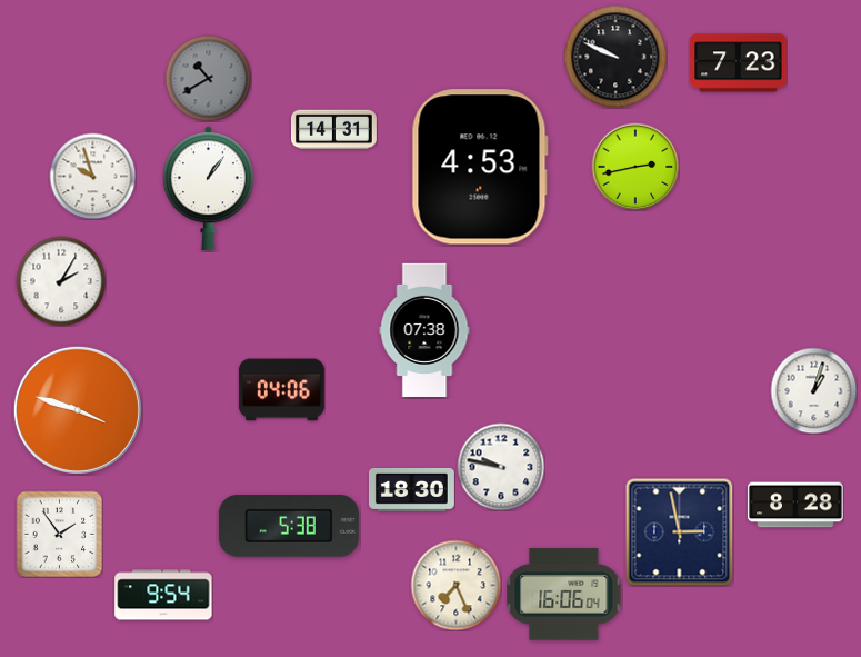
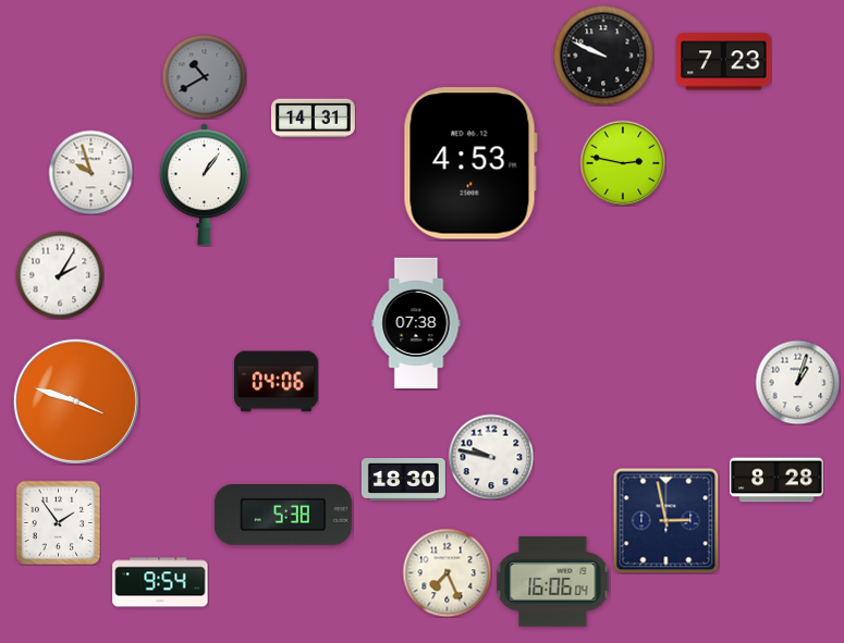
clock at (334, 130) position: (334, 130) -> (314, 119)
clock at (635, 167): 2:43 -> 2:47
clock at (795, 505) position: (795, 505) -> (776, 480)
